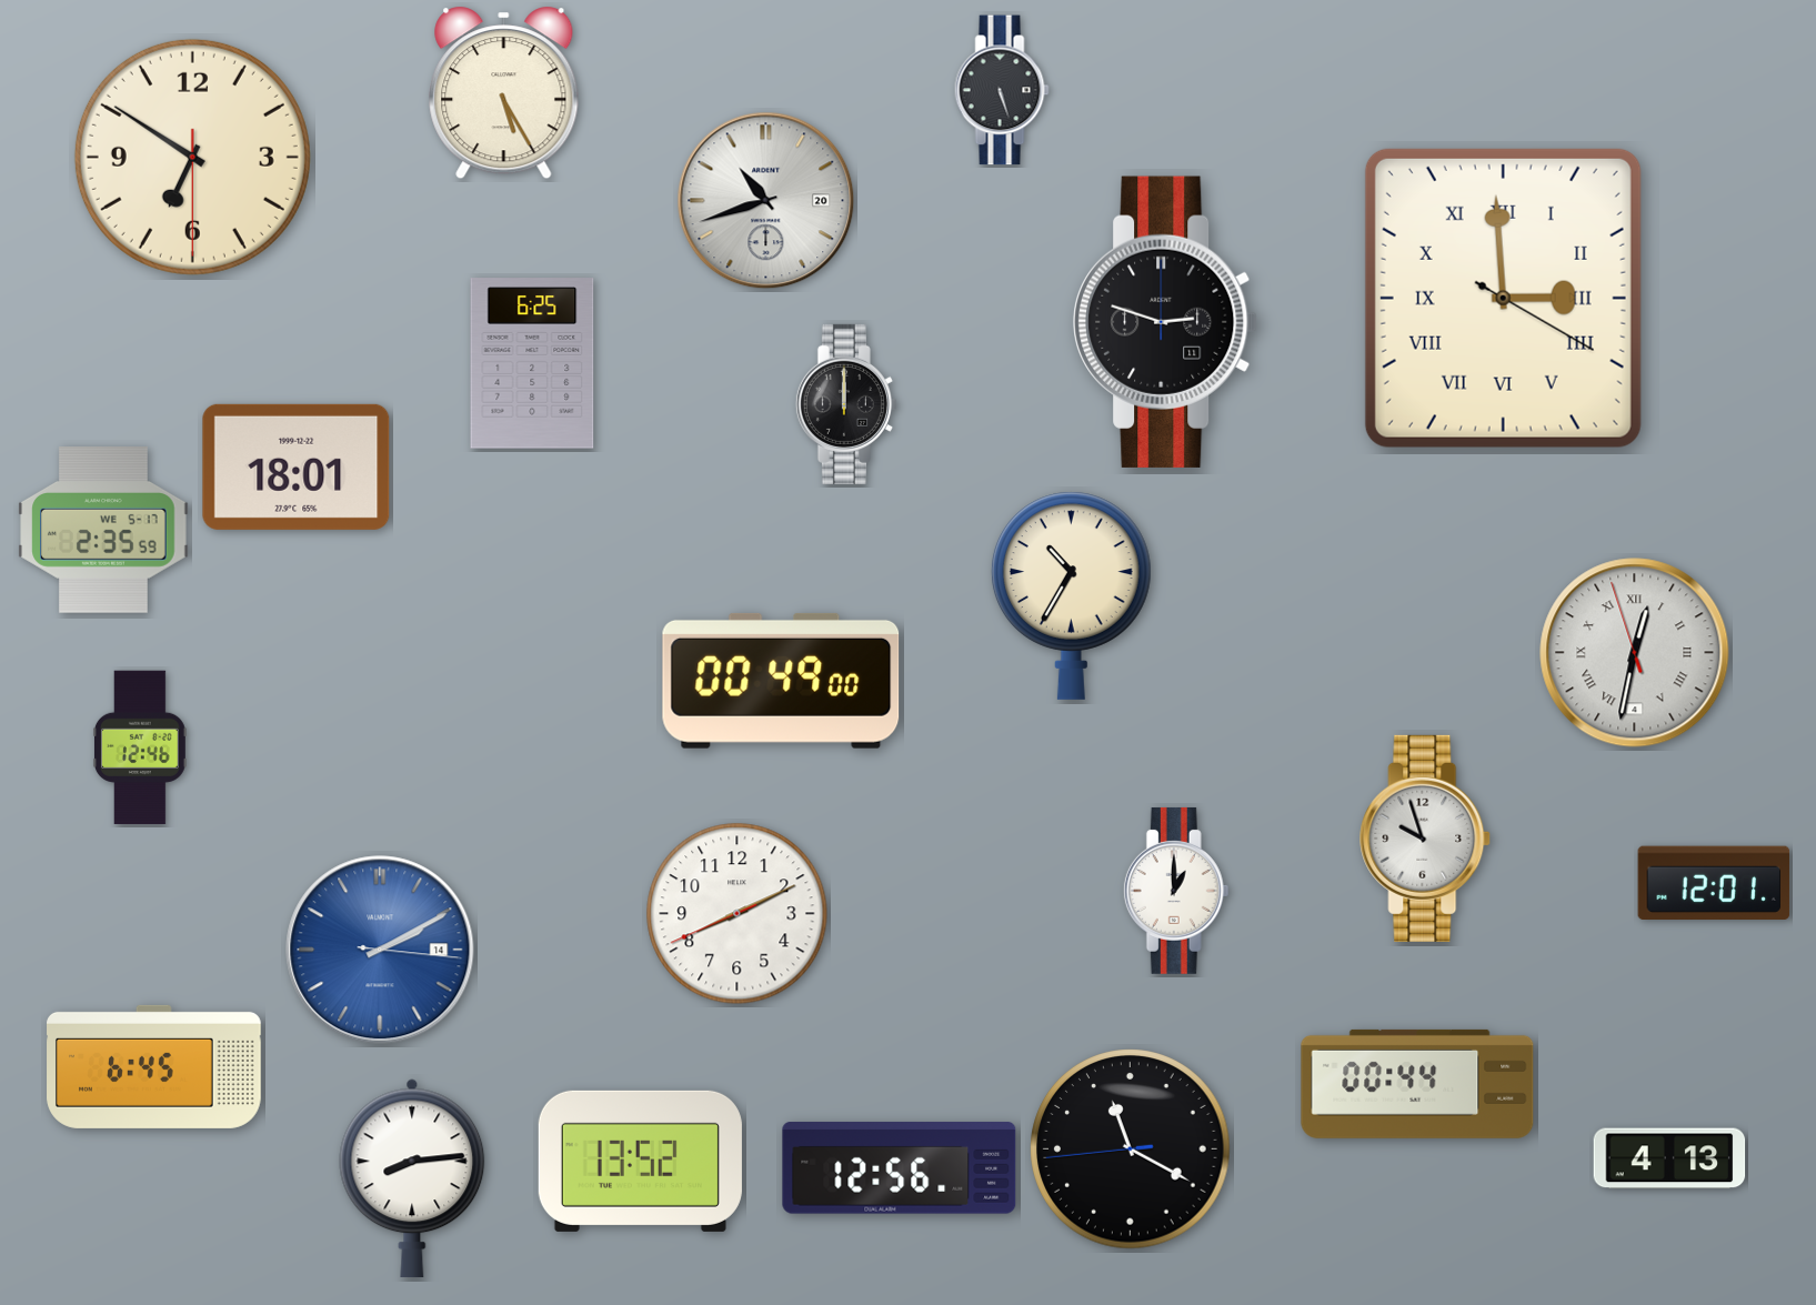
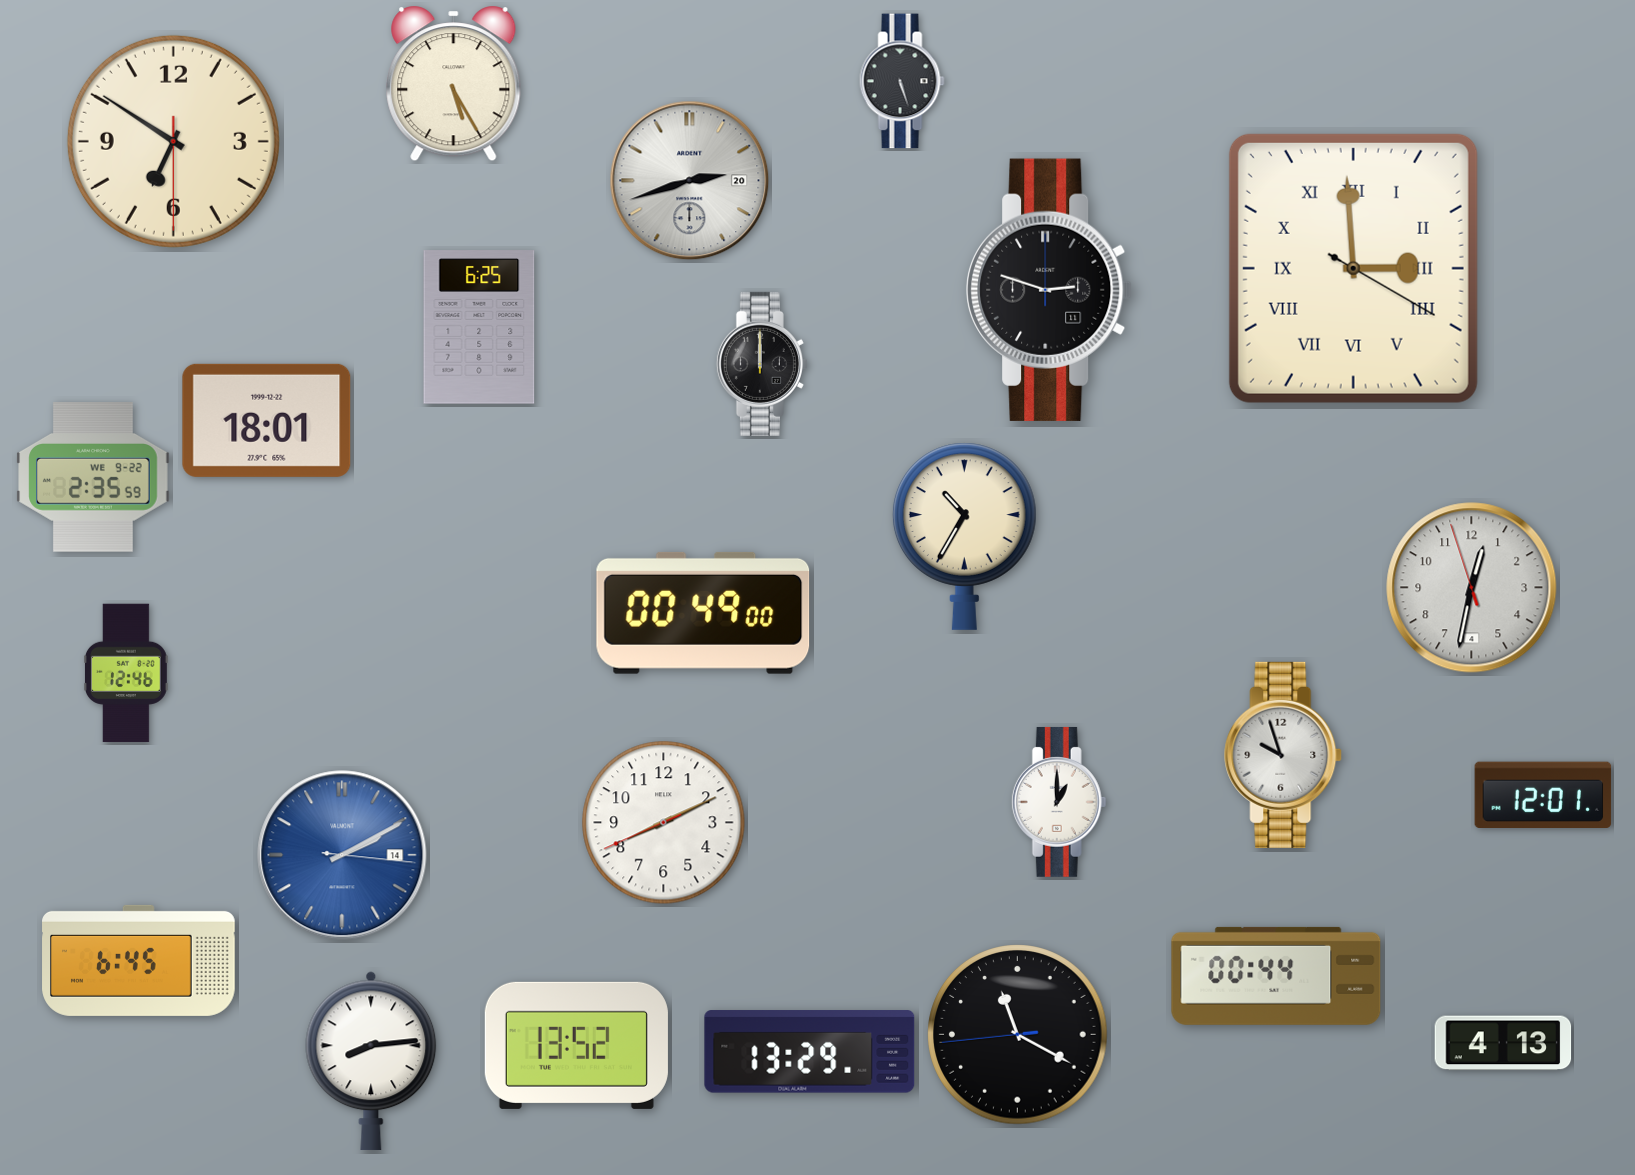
clock at (766, 201): 10:42 -> 2:42
clock at (103, 530) date: WE 5-17 -> WE 9-22
clock at (1635, 653) numerals: Roman -> Arabic
clock at (900, 1168): 12:56 -> 13:29
